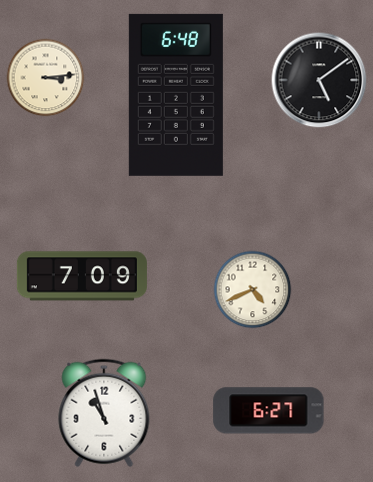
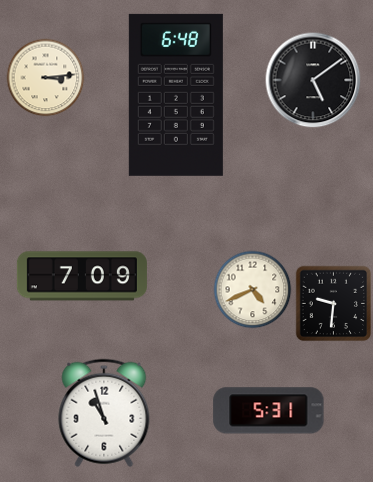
clock at (319, 80) position: (319, 80) -> (313, 80)
clock at (334, 304): none -> 9:31
clock at (269, 411): 6:27 -> 5:31
